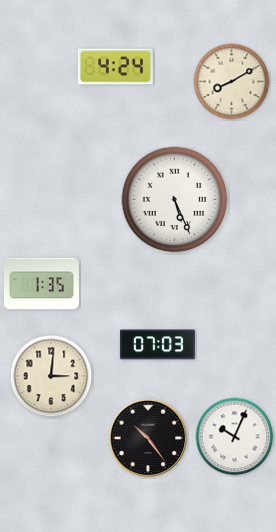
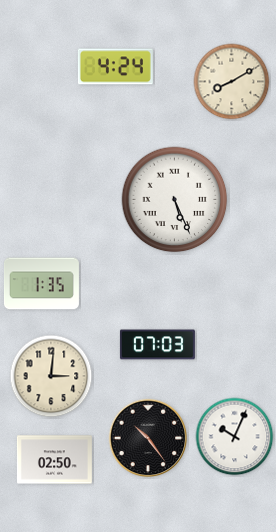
clock at (54, 460): none -> 02:50
